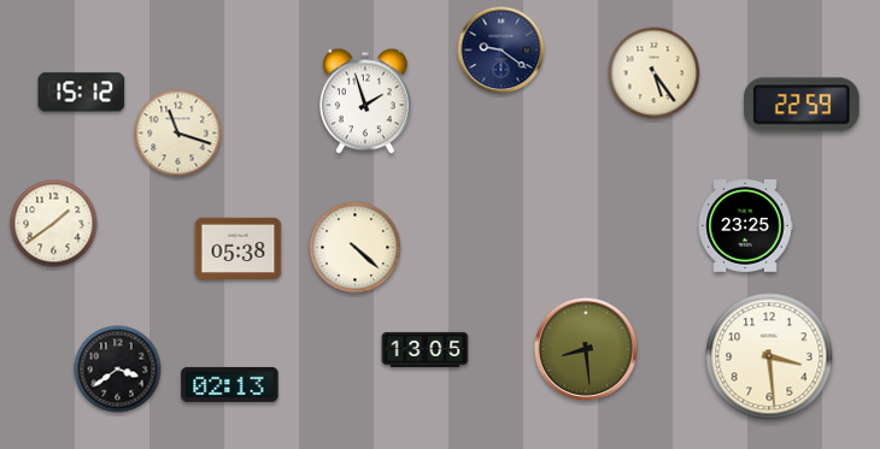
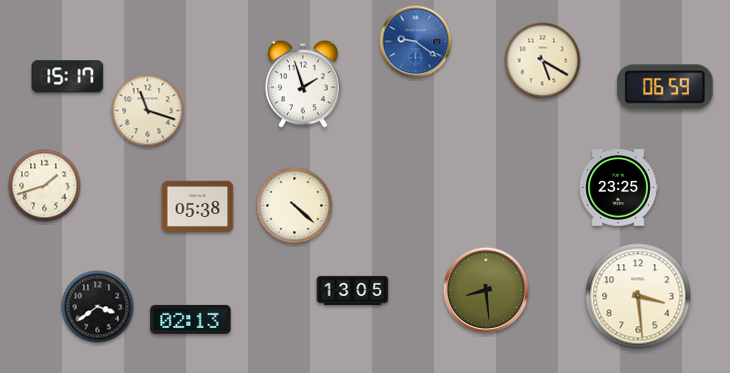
clock at (501, 51) dial: navy -> blue
clock at (655, 73): 5:24 -> 5:20
clock at (82, 93): 15:12 -> 15:17
clock at (802, 105): 22:59 -> 06:59
clock at (54, 224): 1:39 -> 1:42
